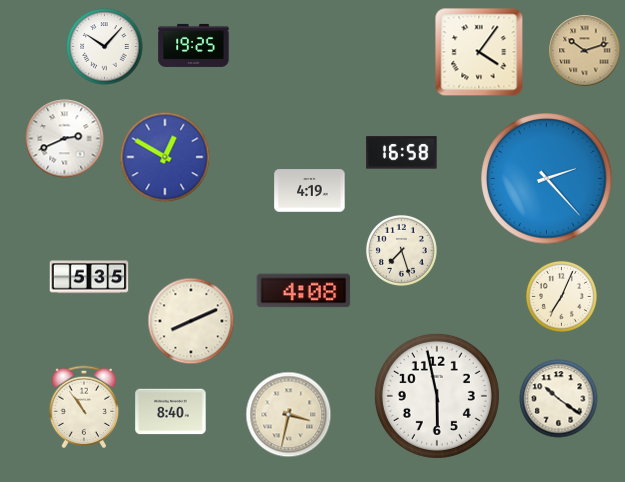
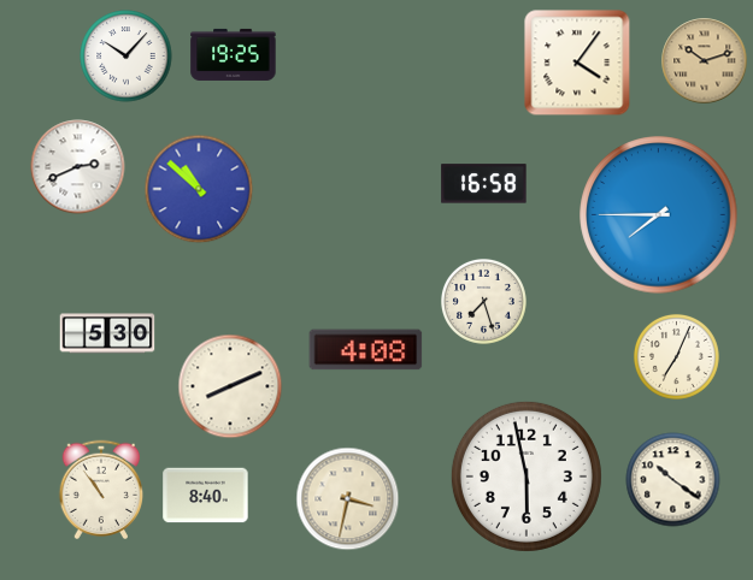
clock at (165, 157): 12:50 -> 10:52
clock at (547, 179): 2:23 -> 7:45
clock at (310, 191): 4:19 -> none
clock at (89, 277): 5:35 -> 5:30
